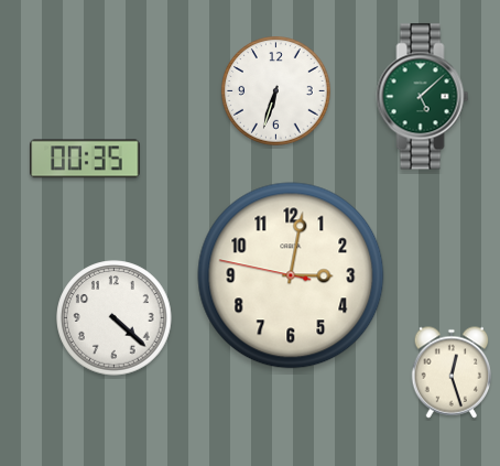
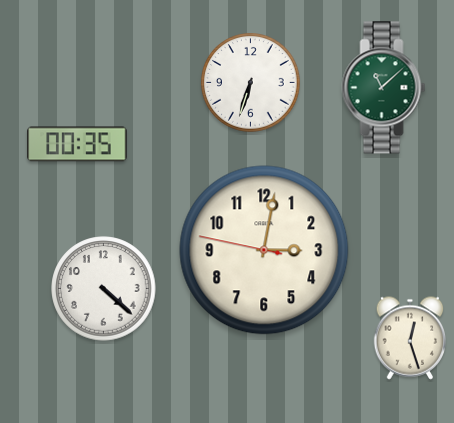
clock at (423, 97): 5:08 -> 11:08
